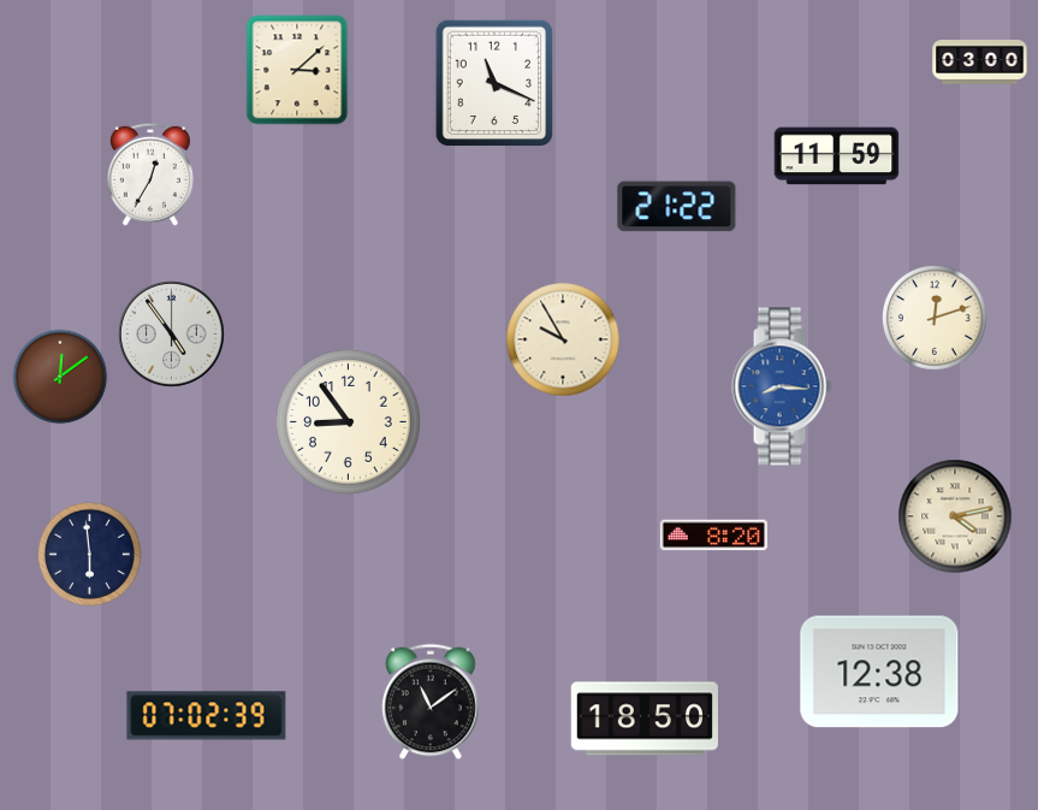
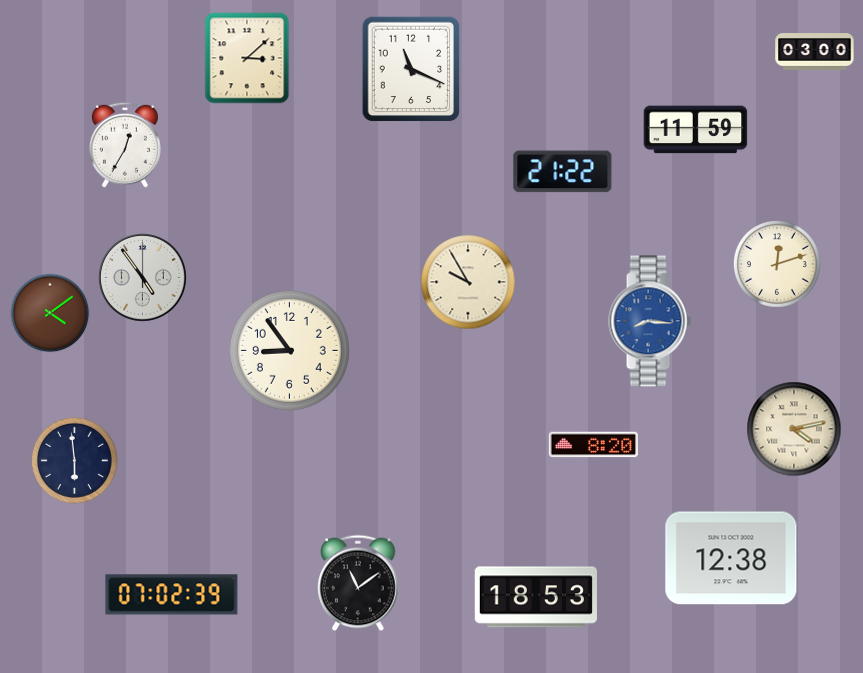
clock at (60, 377): 12:09 -> 4:09
clock at (645, 719): 18:50 -> 18:53
